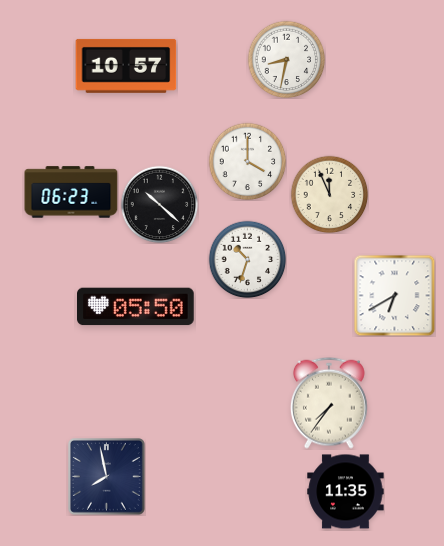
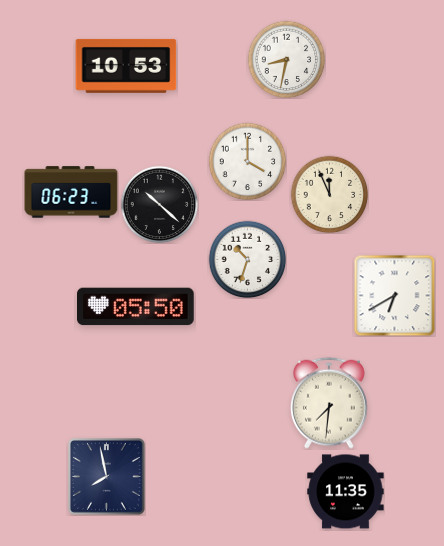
clock at (126, 66): 10:57 -> 10:53
clock at (329, 403): 7:36 -> 7:31
